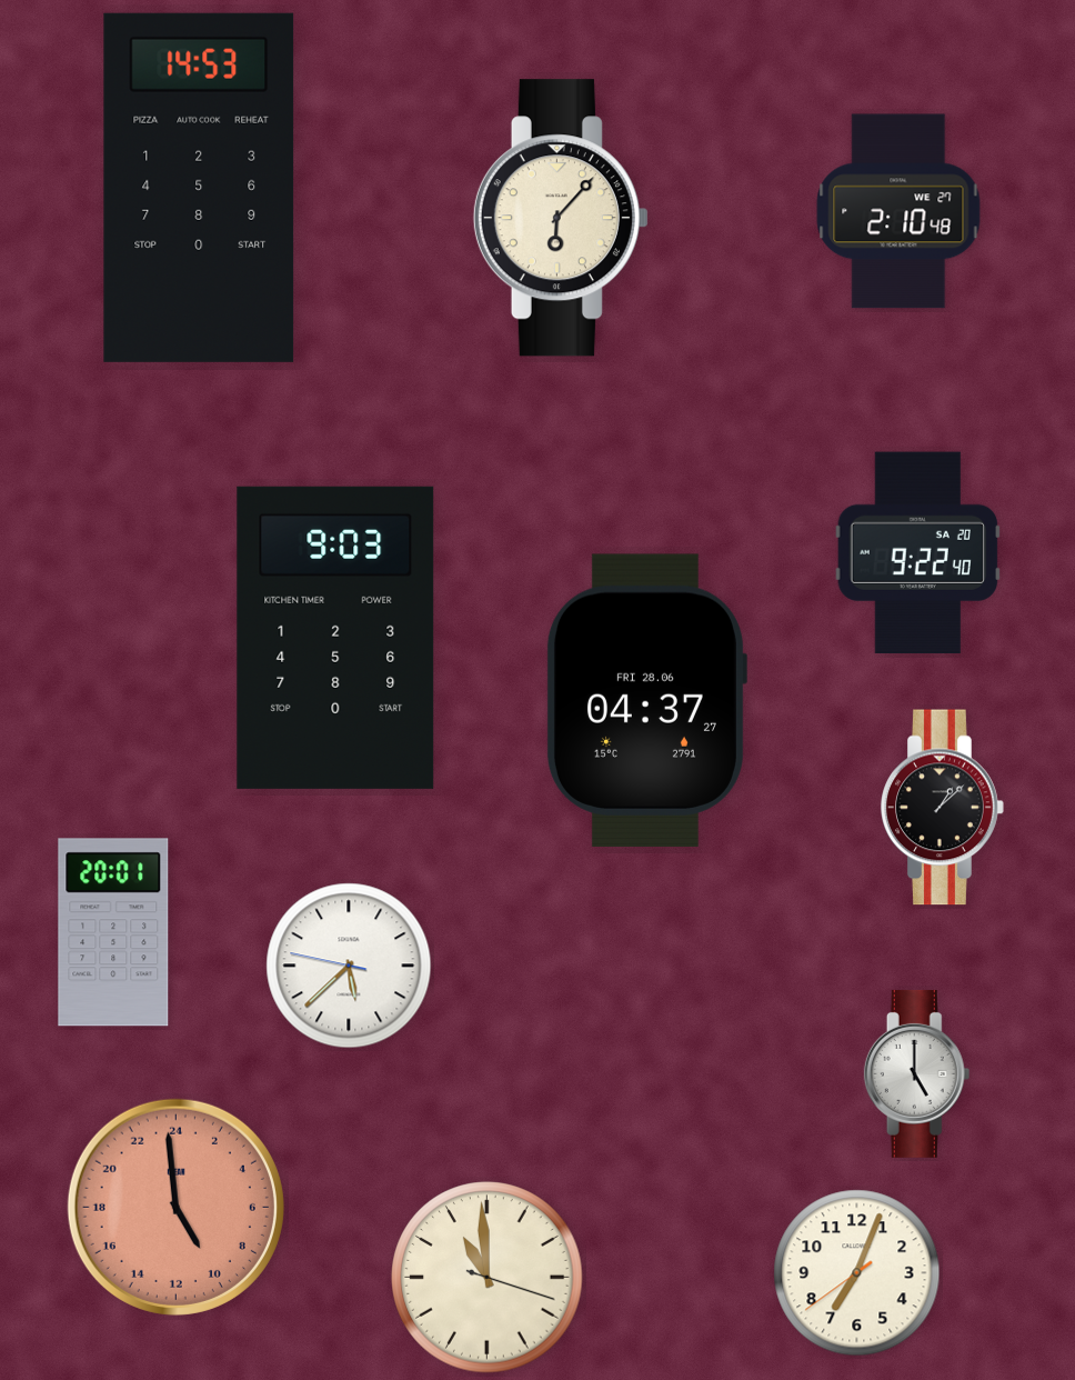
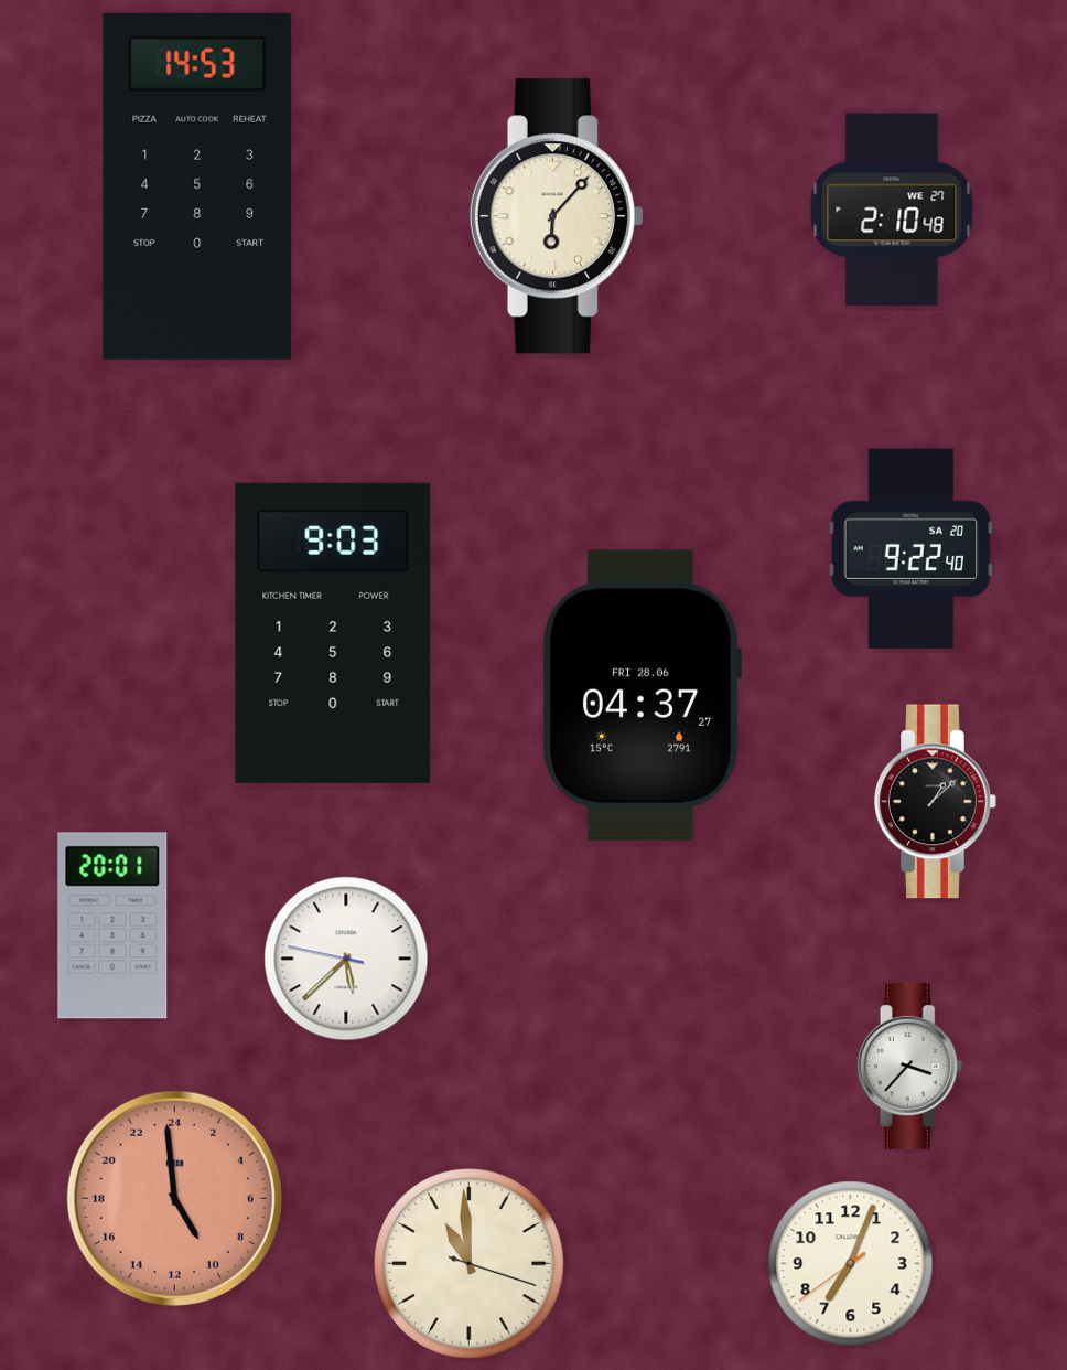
clock at (917, 1073): 5:00 -> 3:37
clock at (488, 1278) position: (488, 1278) -> (470, 1264)
